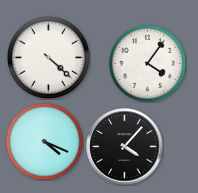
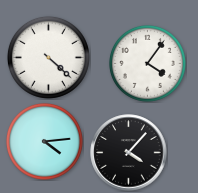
clock at (44, 141): 4:19 -> 4:14
clock at (125, 147) position: (125, 147) -> (129, 153)
